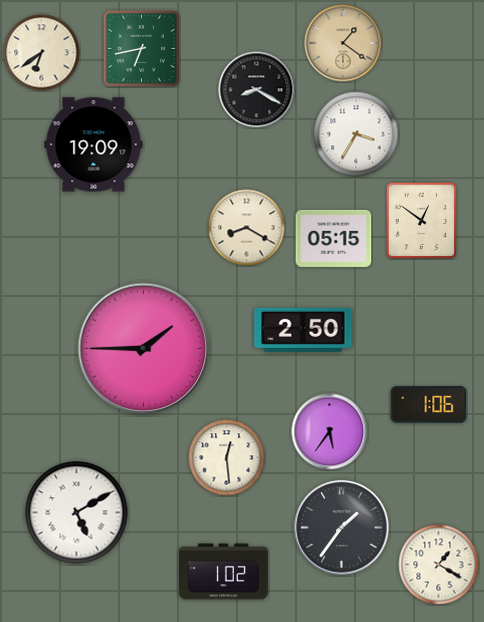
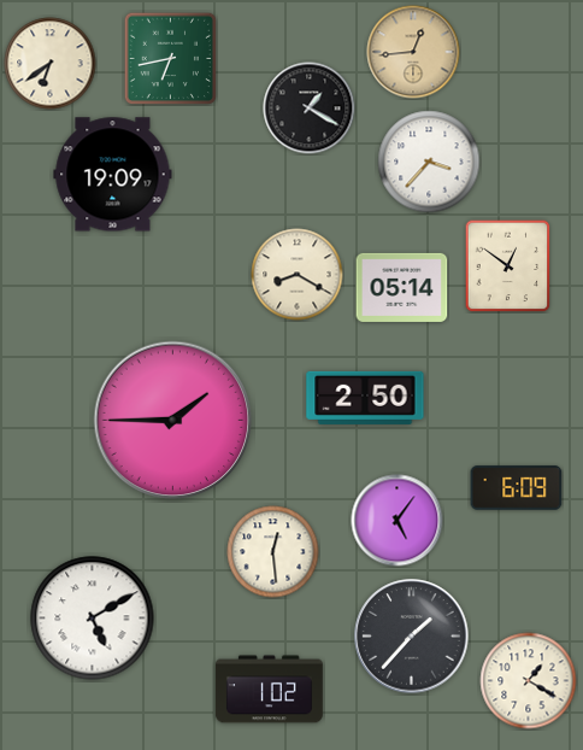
clock at (343, 43): 1:21 -> 12:44
clock at (257, 90): 8:20 -> 1:20
clock at (356, 134): 3:35 -> 3:37
clock at (334, 238): 05:15 -> 05:14
clock at (429, 405): 1:06 -> 6:09
clock at (330, 432): 5:36 -> 5:06
clock at (342, 528): 1:36 -> 1:37
